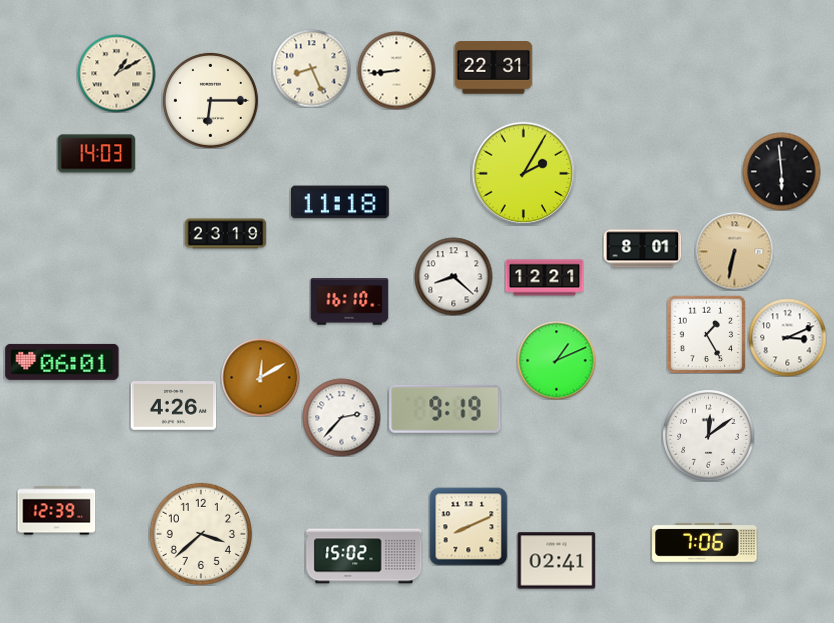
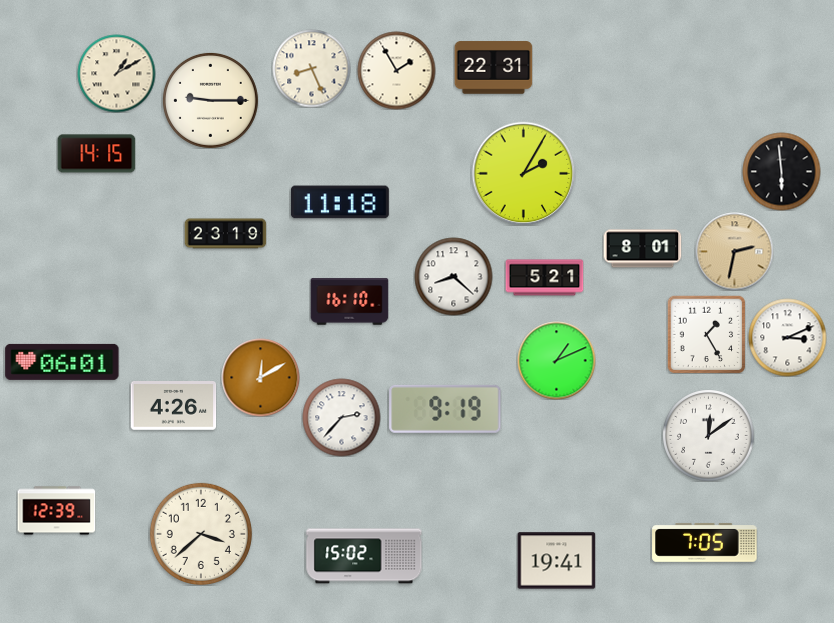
clock at (396, 70): 8:44 -> 1:55
clock at (210, 100): 6:15 -> 9:15
clock at (96, 154): 14:03 -> 14:15
clock at (734, 251): 6:32 -> 2:32
clock at (544, 278): 12:21 -> 5:21
clock at (468, 526): 8:11 -> none
clock at (705, 542): 7:06 -> 7:05
clock at (556, 561): 02:41 -> 19:41
